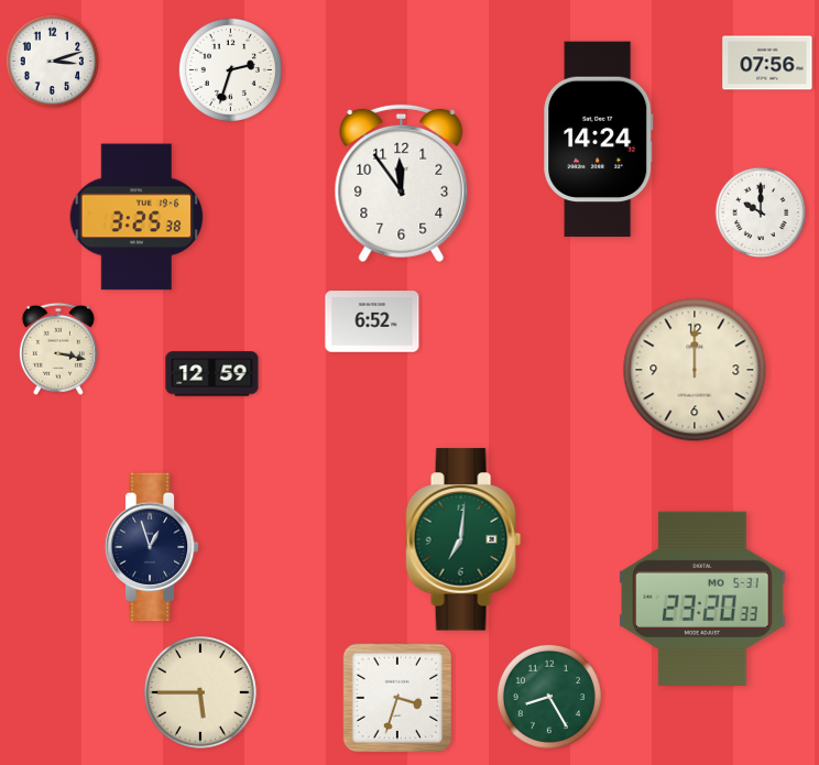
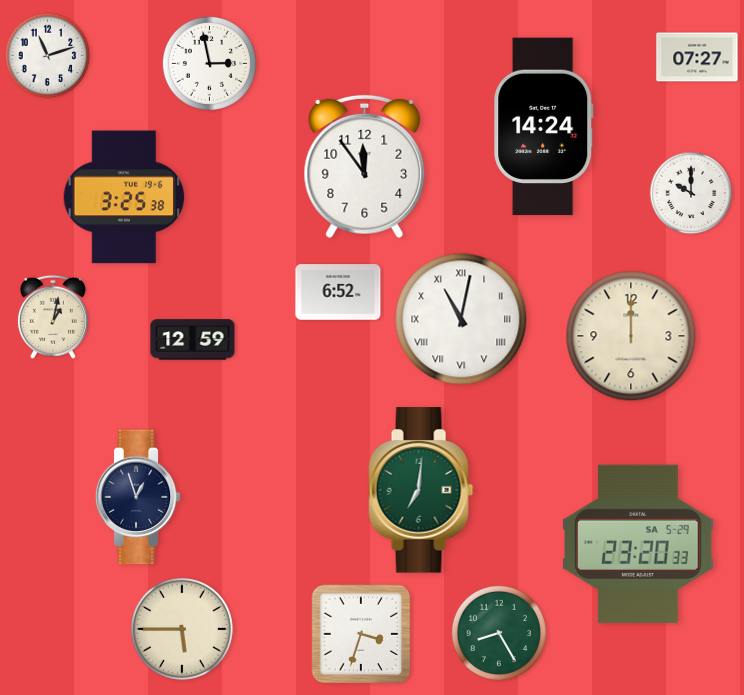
clock at (53, 62): 3:12 -> 11:12
clock at (767, 63): 07:56 -> 07:27
clock at (230, 69): 2:33 -> 2:58
clock at (58, 349): 3:17 -> 1:02
clock at (461, 319): none -> 11:02
clock at (702, 599) date: MO 5-31 -> SA 5-29
